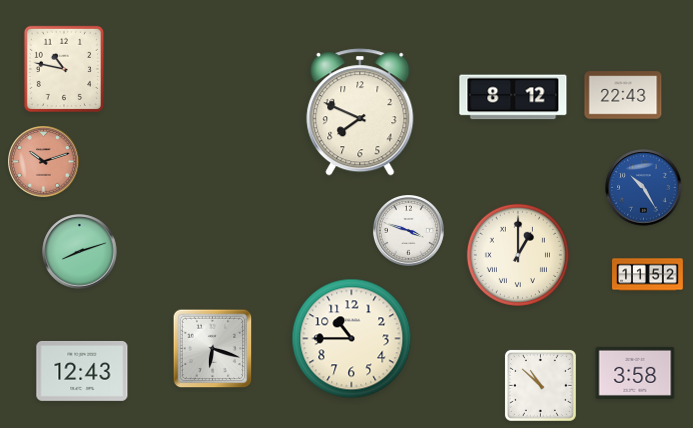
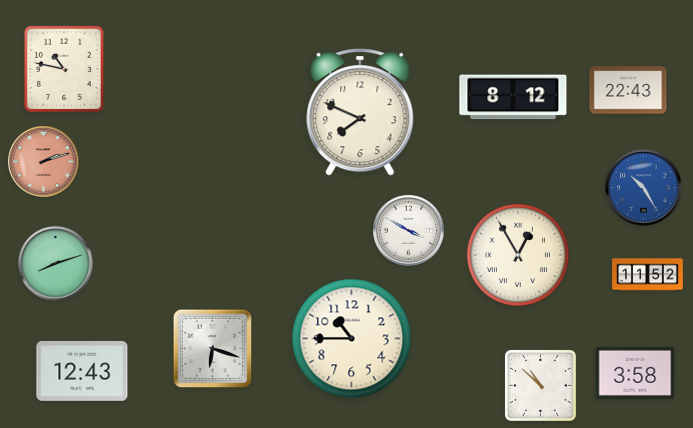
clock at (623, 95) position: (623, 95) -> (628, 90)
clock at (44, 162): 10:12 -> 2:12
clock at (409, 231): 3:48 -> 3:50
clock at (80, 252) position: (80, 252) -> (56, 264)
clock at (518, 255): 1:00 -> 12:55
